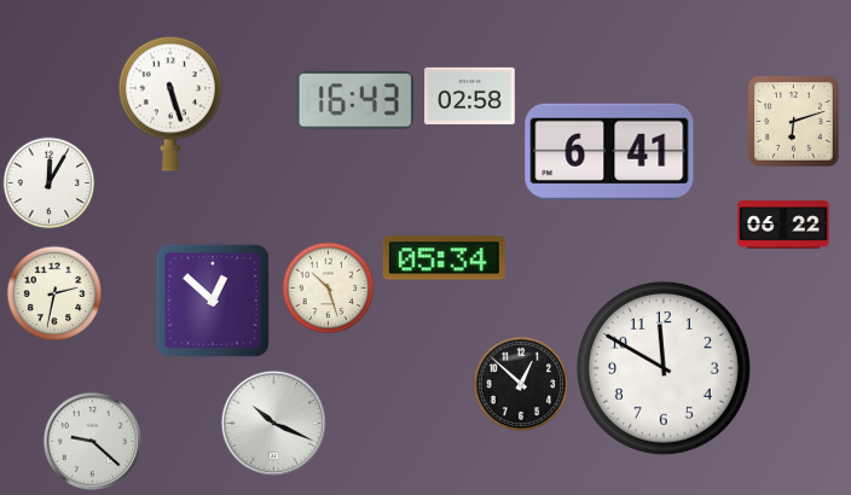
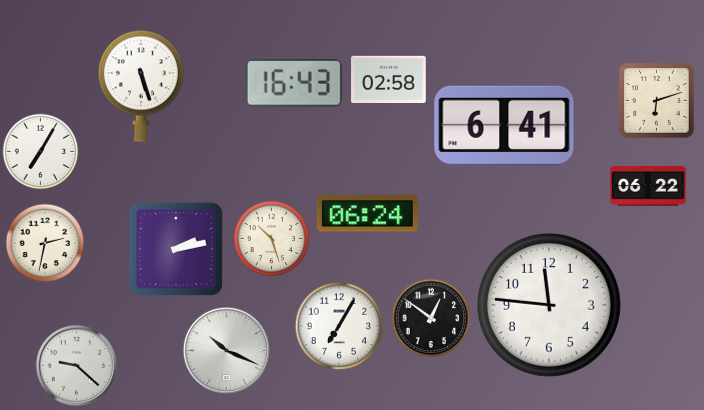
clock at (50, 184): 12:05 -> 7:05
clock at (444, 258): 05:34 -> 06:24
clock at (213, 301): 12:52 -> 2:13
clock at (664, 368): 11:50 -> 11:46
clock at (521, 384): 12:52 -> 12:51
clock at (339, 326): none -> 7:05
